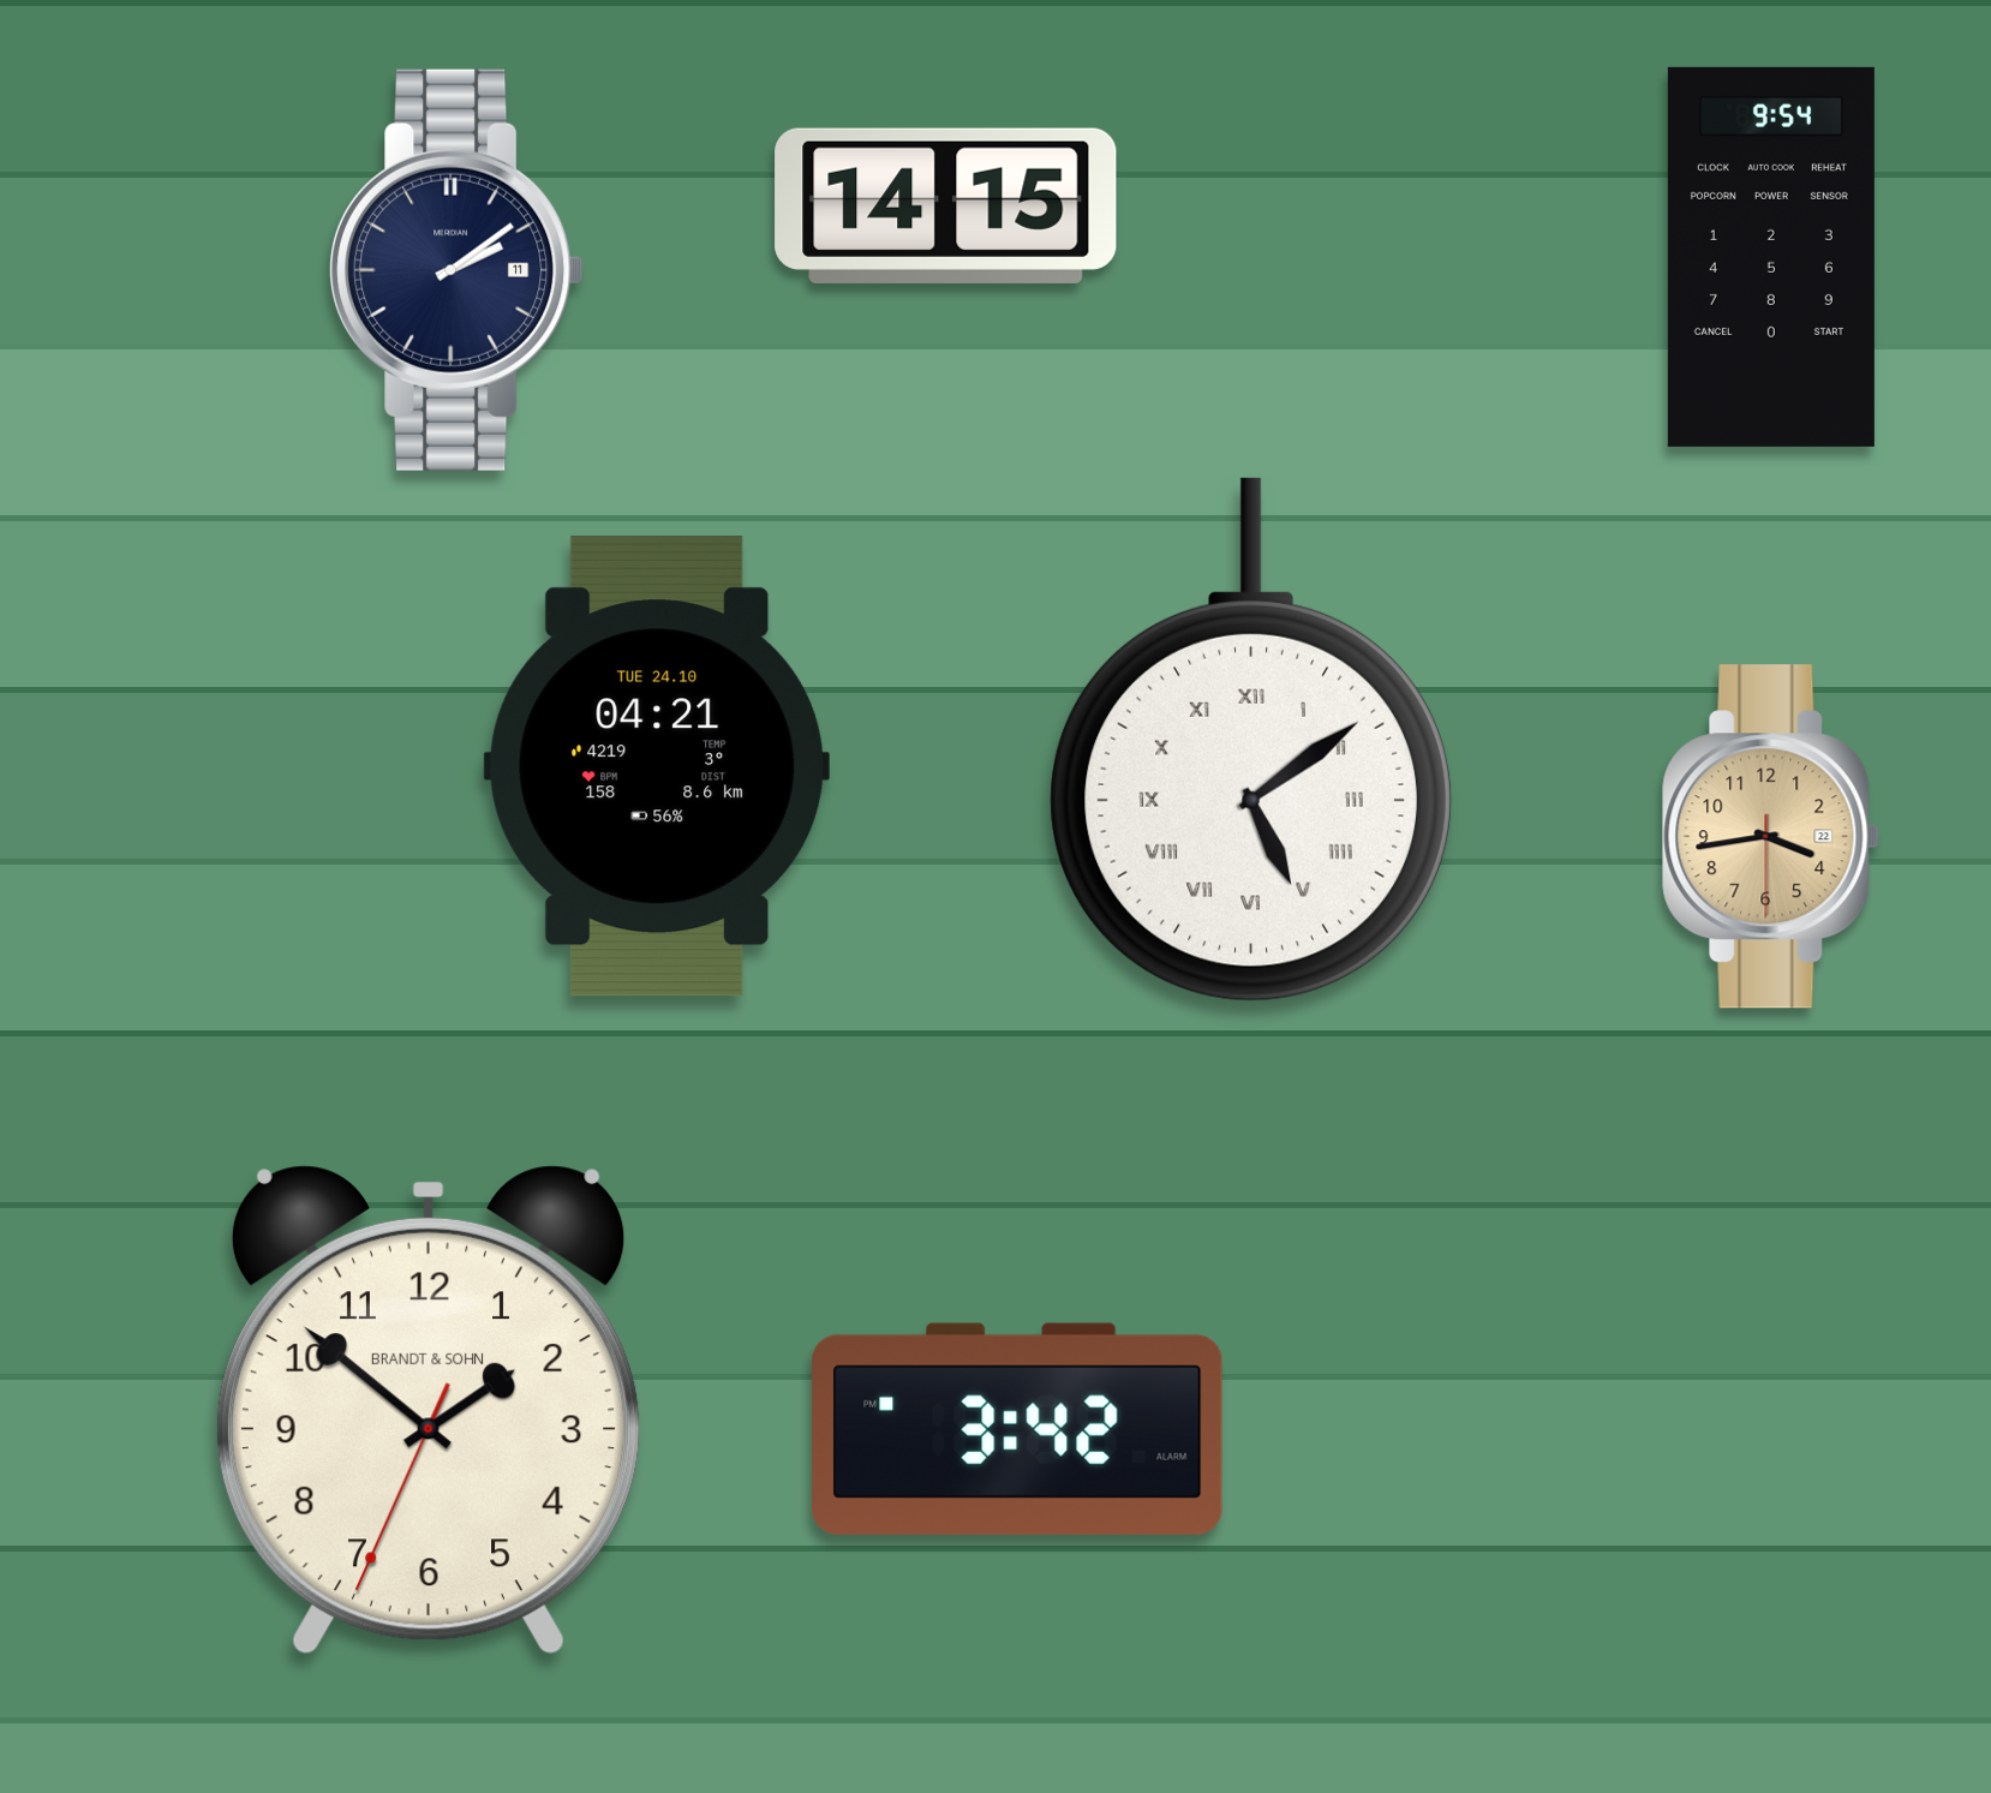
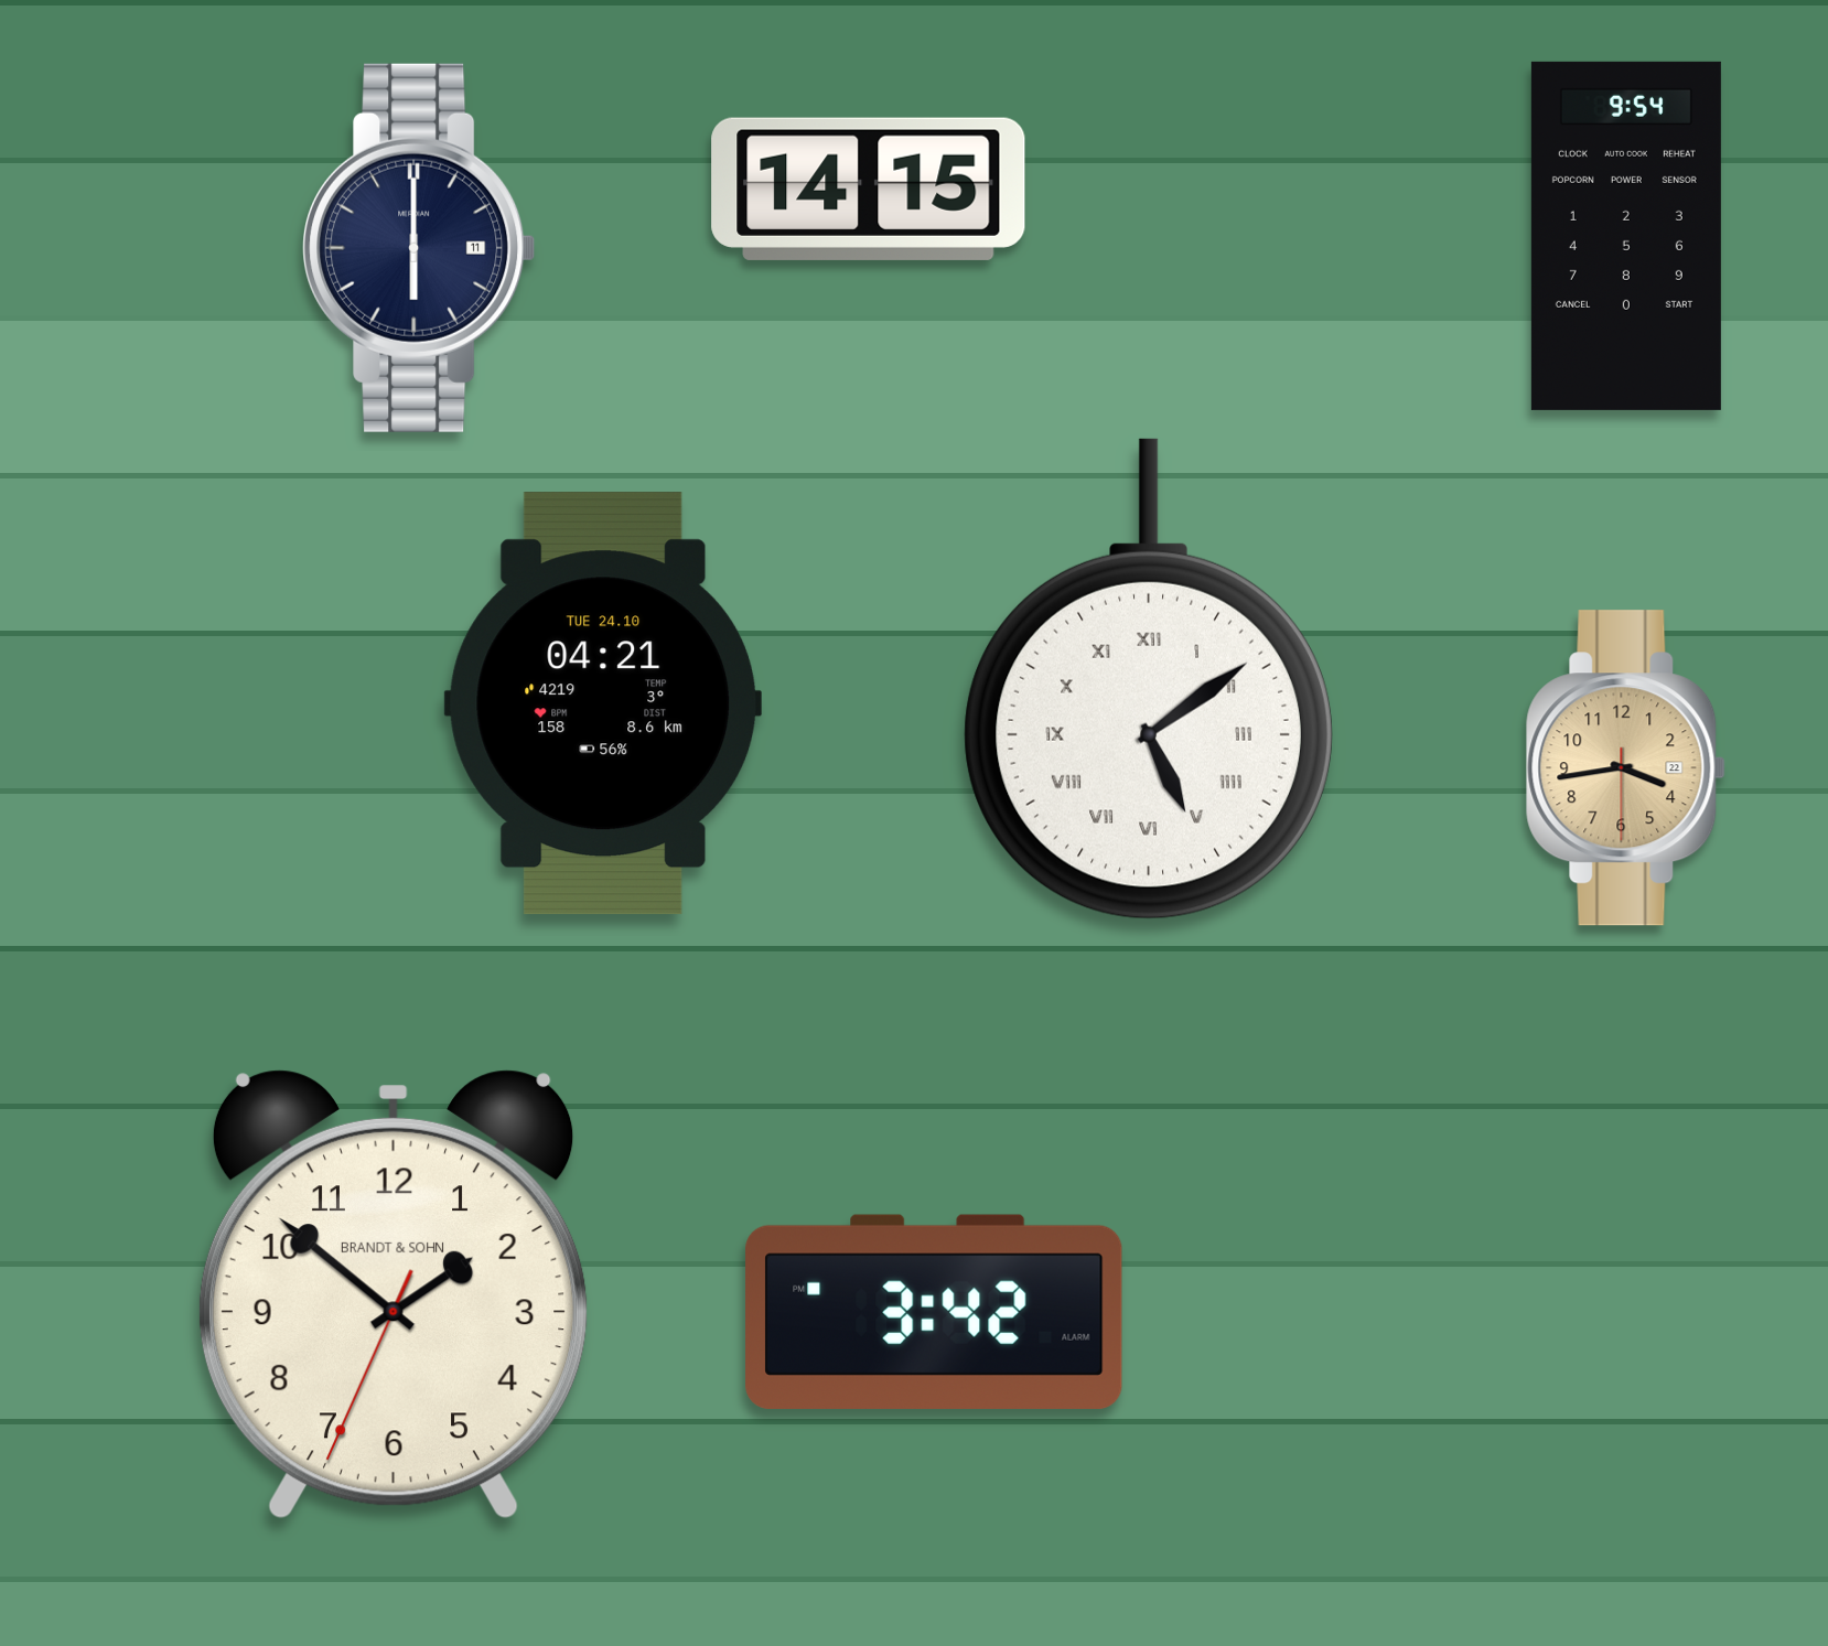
clock at (456, 270): 2:09 -> 6:00
